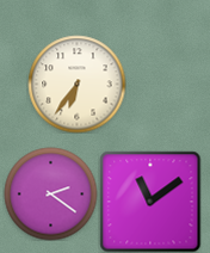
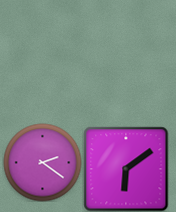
clock at (76, 84): 6:36 -> none
clock at (150, 202): 11:09 -> 6:09
